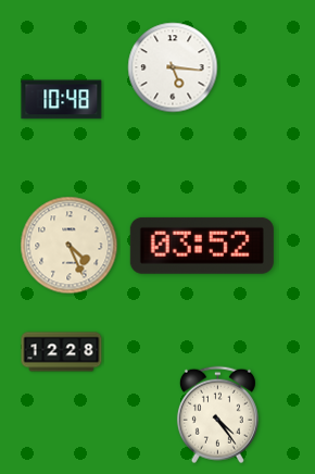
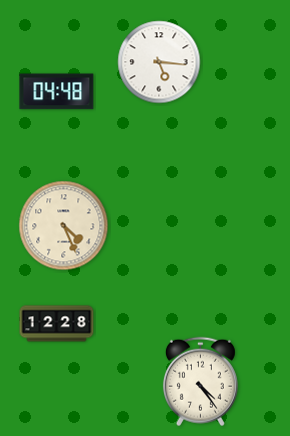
clock at (62, 100): 10:48 -> 04:48
clock at (202, 246): 03:52 -> none
